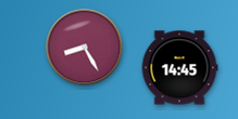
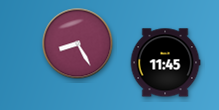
clock at (179, 68): 14:45 -> 11:45
